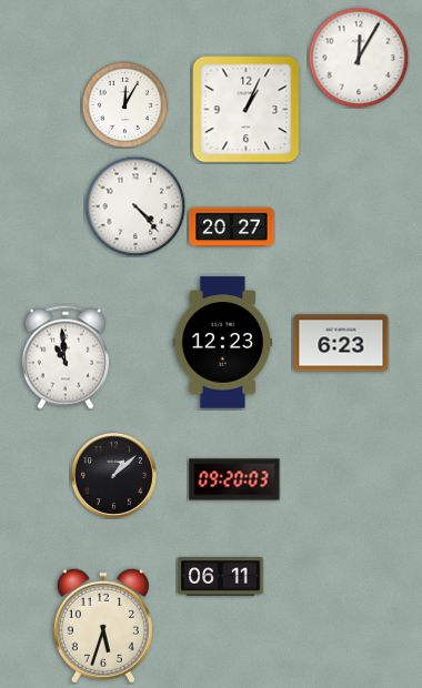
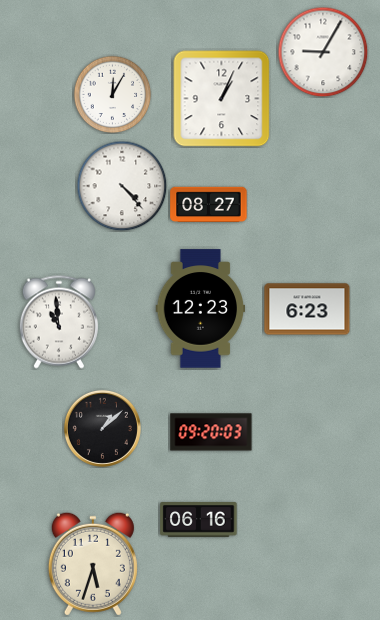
clock at (359, 58): 12:05 -> 9:05
clock at (232, 227): 20:27 -> 08:27
clock at (221, 577): 06:11 -> 06:16
